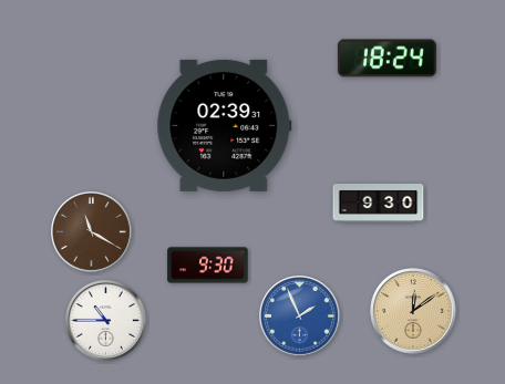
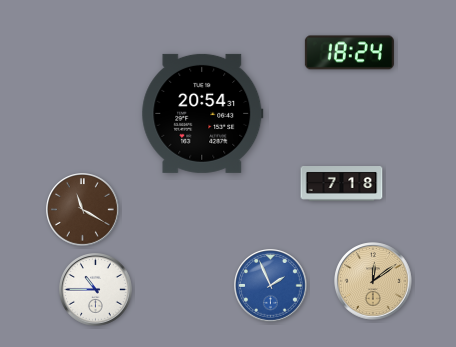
clock at (225, 125): 02:39 -> 20:54
clock at (379, 204): 9:30 -> 7:18
clock at (208, 266): 9:30 -> none
